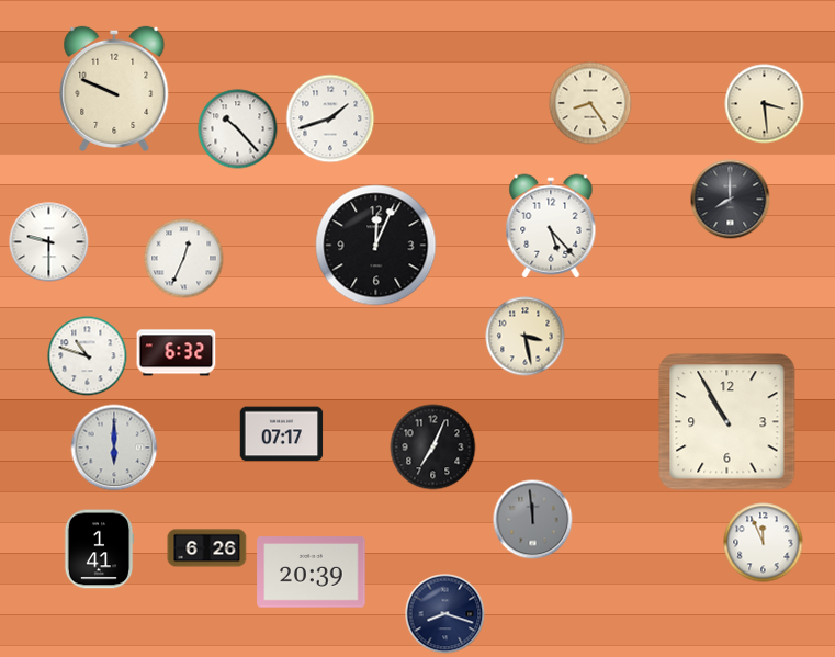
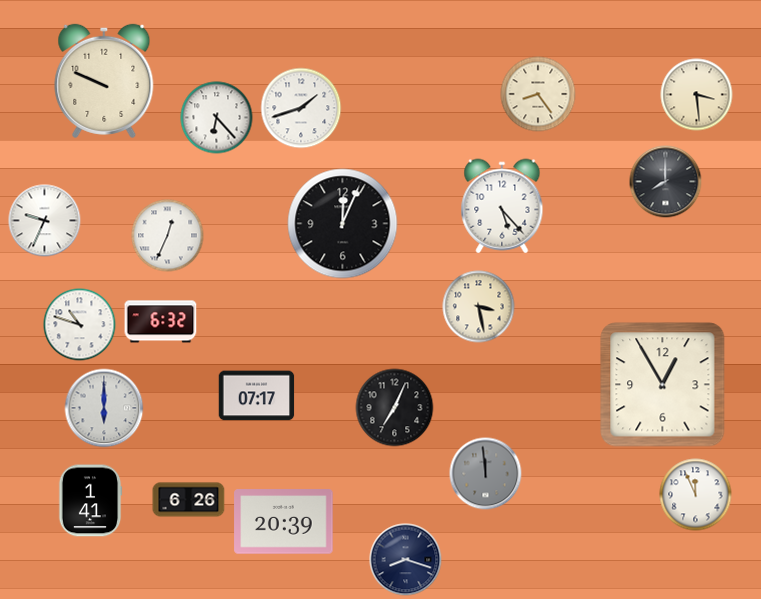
clock at (238, 129): 10:23 -> 6:23
clock at (49, 242): 9:30 -> 9:34
clock at (727, 422): 10:55 -> 12:55
